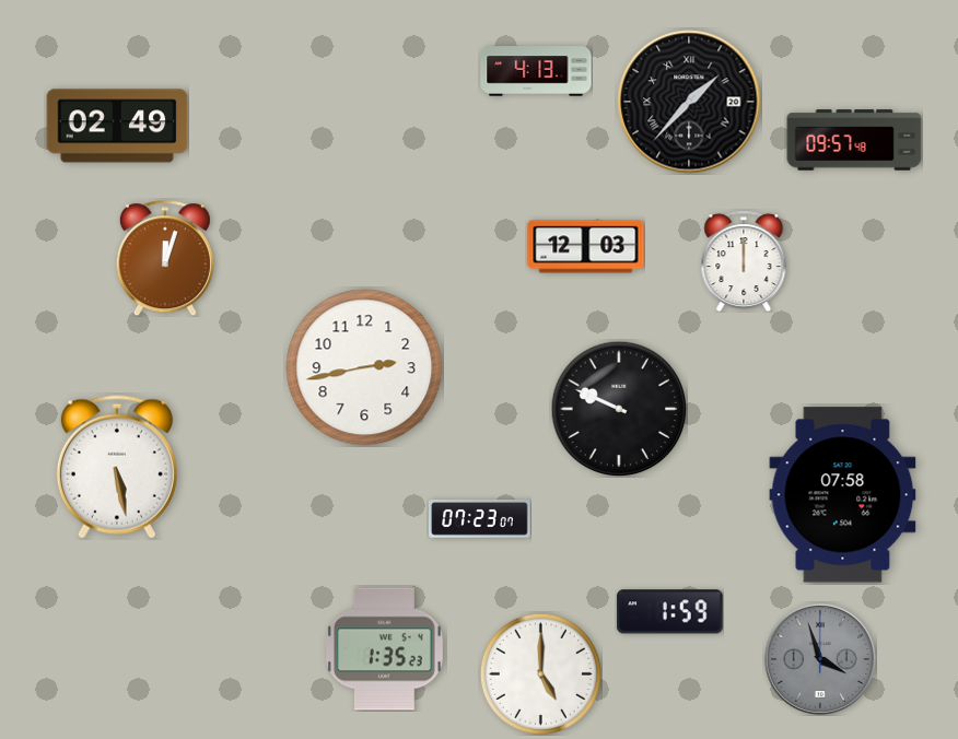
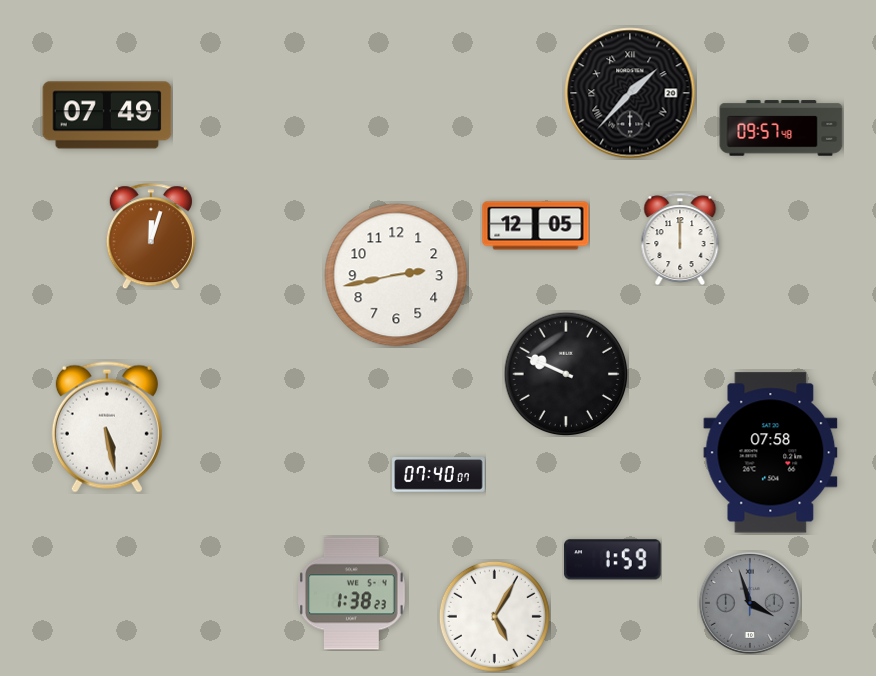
clock at (536, 71): 4:13 -> none
clock at (117, 126): 02:49 -> 07:49
clock at (586, 247): 12:03 -> 12:05
clock at (364, 367) position: (364, 367) -> (396, 275)
clock at (480, 519): 07:23 -> 07:40
clock at (385, 649): 1:35 -> 1:38
clock at (540, 673): 5:00 -> 5:05
